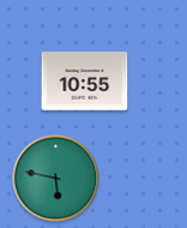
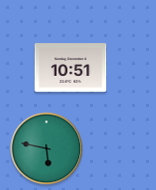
clock at (85, 82): 10:55 -> 10:51
